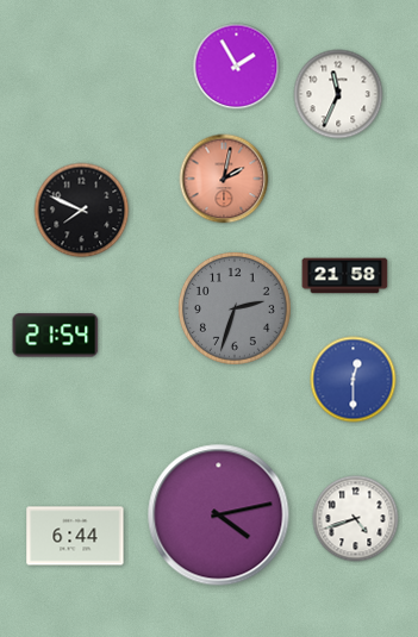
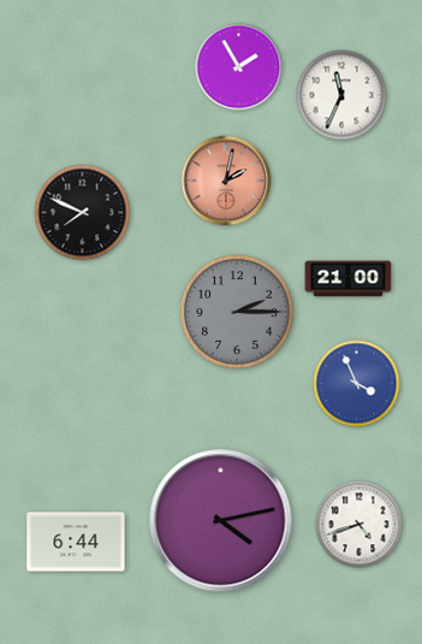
clock at (345, 276): 21:58 -> 21:00
clock at (236, 310): 2:33 -> 2:15
clock at (56, 336): 21:54 -> none
clock at (354, 380): 12:30 -> 3:56
